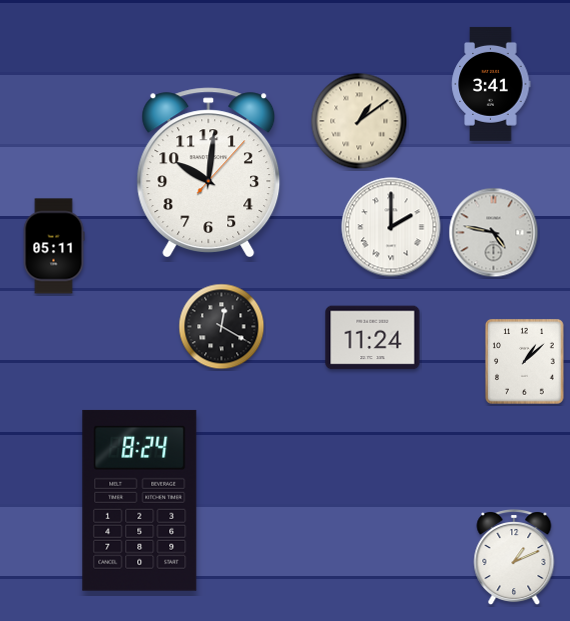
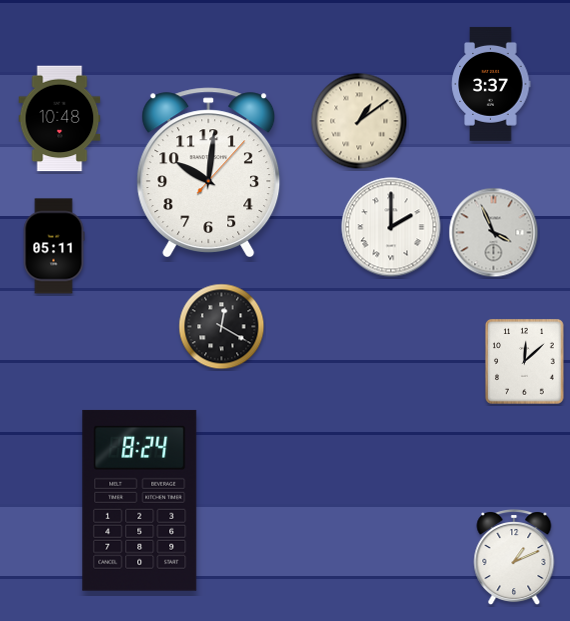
clock at (491, 84): 3:41 -> 3:37
clock at (60, 119): none -> 10:48
clock at (494, 233): 4:47 -> 3:56
clock at (373, 338): 11:24 -> none
clock at (525, 362): 1:08 -> 12:08
